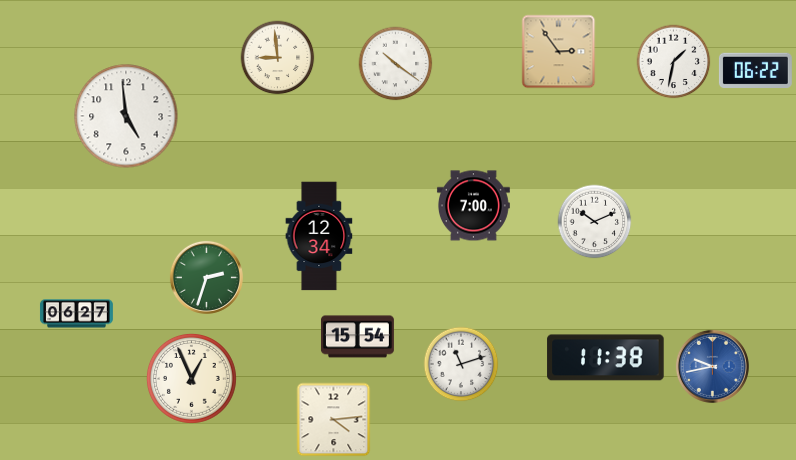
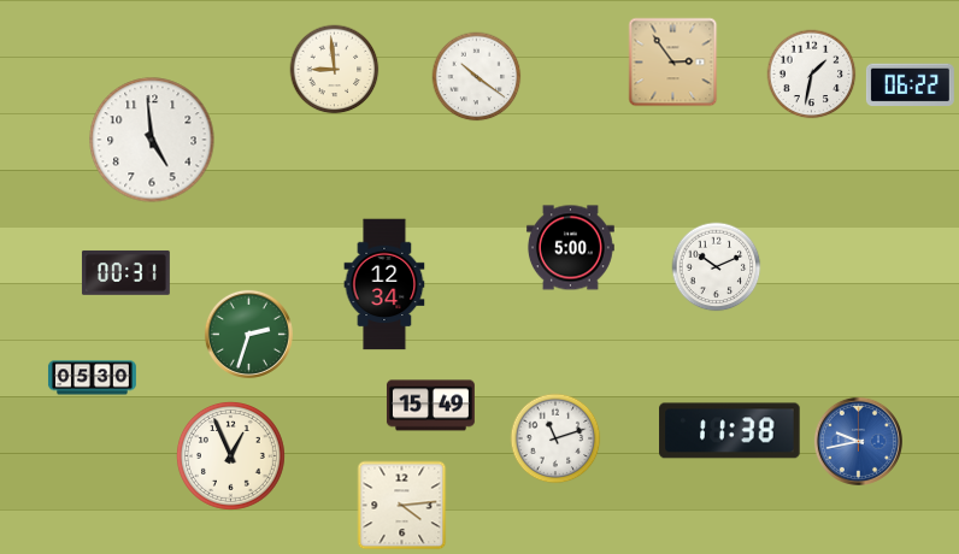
clock at (473, 206): 7:00 -> 5:00
clock at (125, 272): none -> 00:31
clock at (76, 314): 06:27 -> 05:30
clock at (357, 337): 15:54 -> 15:49
